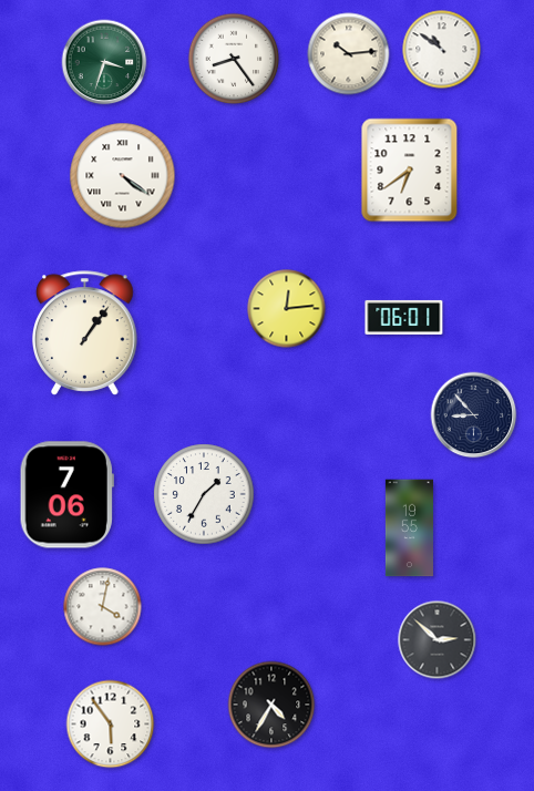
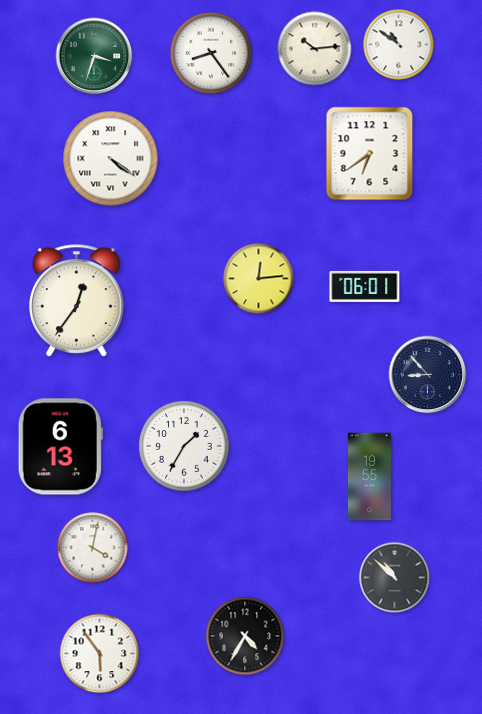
clock at (85, 333): 1:06 -> 12:36
clock at (66, 495): 7:06 -> 6:13
clock at (438, 640): 2:52 -> 10:52
